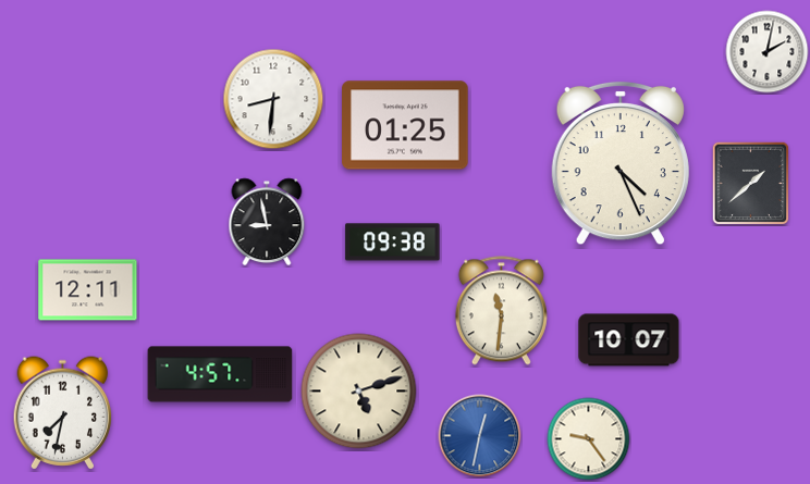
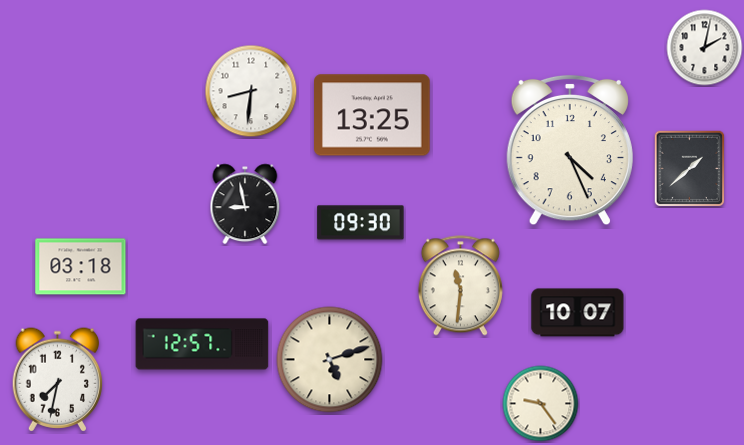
clock at (405, 125): 01:25 -> 13:25
clock at (393, 243): 09:38 -> 09:30
clock at (88, 290): 12:11 -> 03:18
clock at (220, 374): 4:57 -> 12:57
clock at (480, 436): 12:32 -> none
